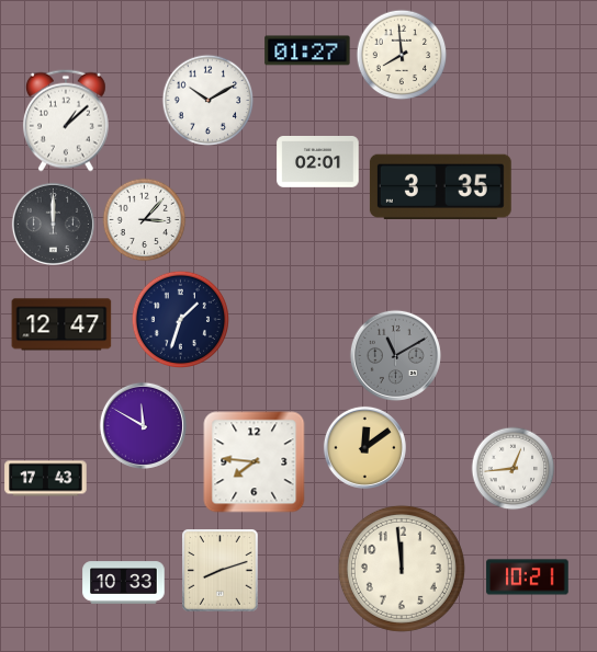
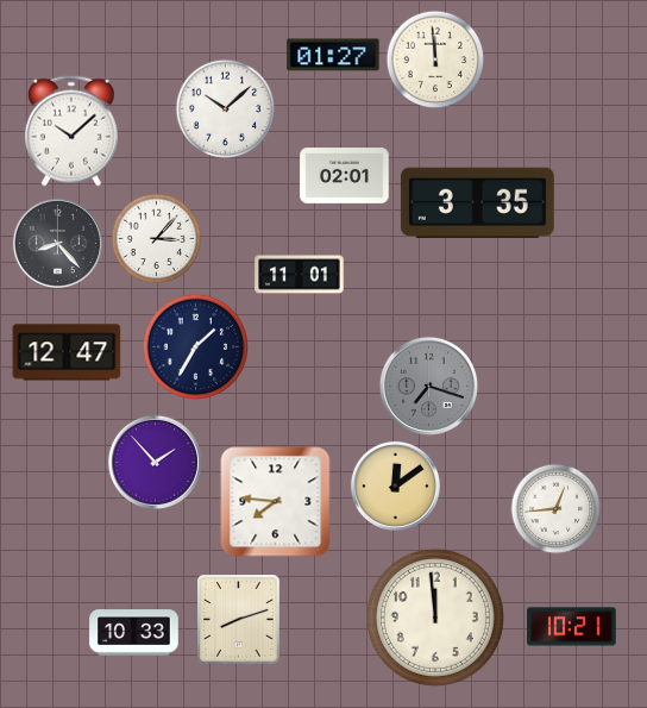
clock at (402, 55): 7:59 -> 11:59
clock at (209, 101): 10:10 -> 10:08
clock at (66, 121): 1:08 -> 10:08
clock at (53, 224): 12:00 -> 8:23
clock at (300, 275): none -> 11:01
clock at (180, 319): 1:33 -> 1:35
clock at (395, 355): 11:10 -> 7:18
clock at (143, 425): 11:50 -> 1:53
clock at (46, 479): 17:43 -> none
